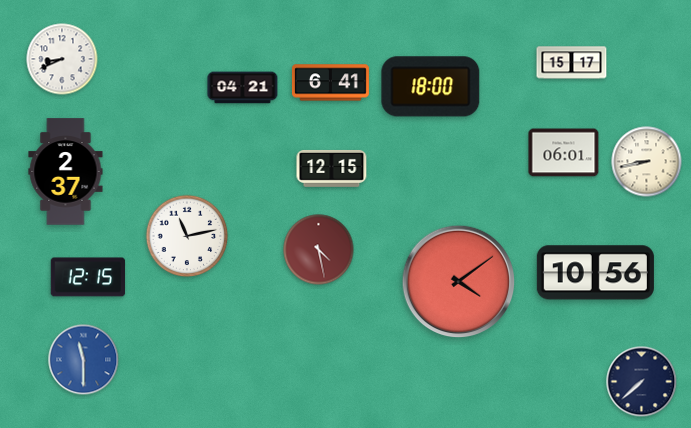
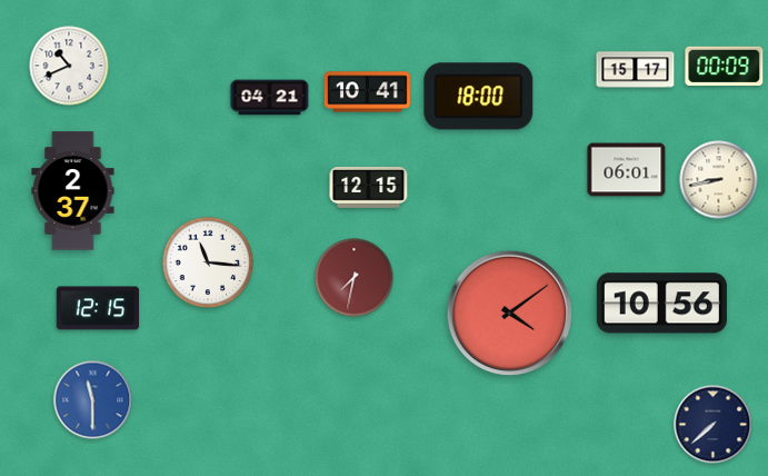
clock at (62, 59): 8:41 -> 10:41
clock at (725, 66): none -> 00:09
clock at (330, 83): 6:41 -> 10:41
clock at (187, 236): 11:13 -> 11:16
clock at (319, 250): 4:28 -> 7:32
